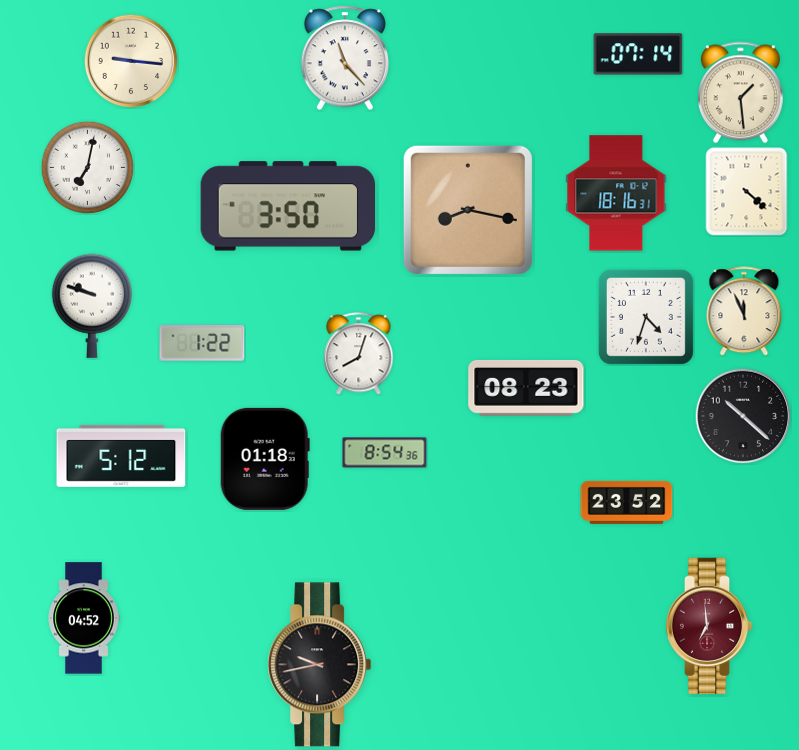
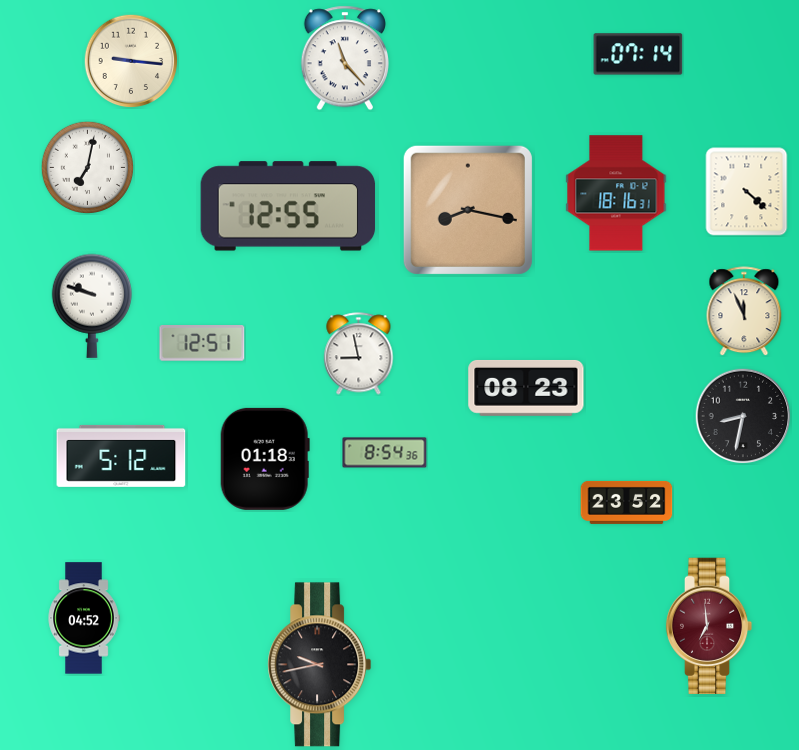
clock at (741, 93): 1:29 -> none
clock at (288, 206): 3:50 -> 12:55
clock at (646, 317): 4:33 -> none
clock at (202, 344): 1:22 -> 12:51
clock at (359, 354): 8:03 -> 8:58
clock at (743, 416): 10:22 -> 8:32
